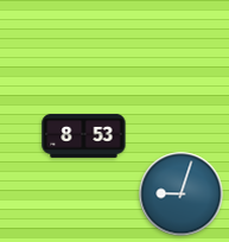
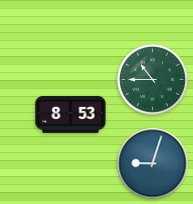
clock at (153, 80): none -> 10:45
